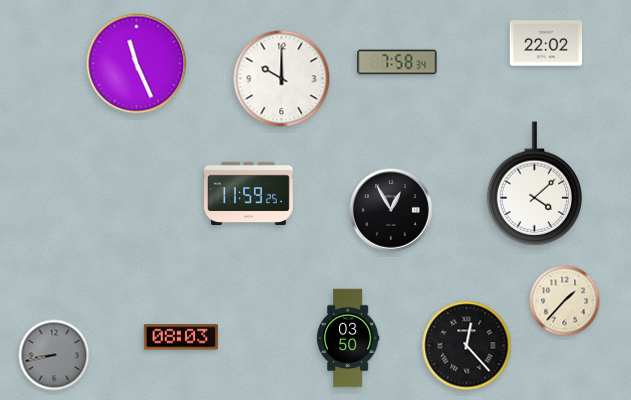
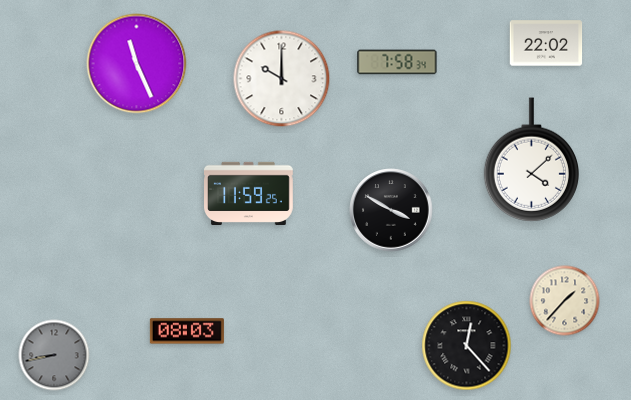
clock at (534, 184) position: (534, 184) -> (531, 160)
clock at (391, 210): 12:55 -> 3:50
clock at (181, 337) position: (181, 337) -> (187, 331)
clock at (348, 338): 03:50 -> none
